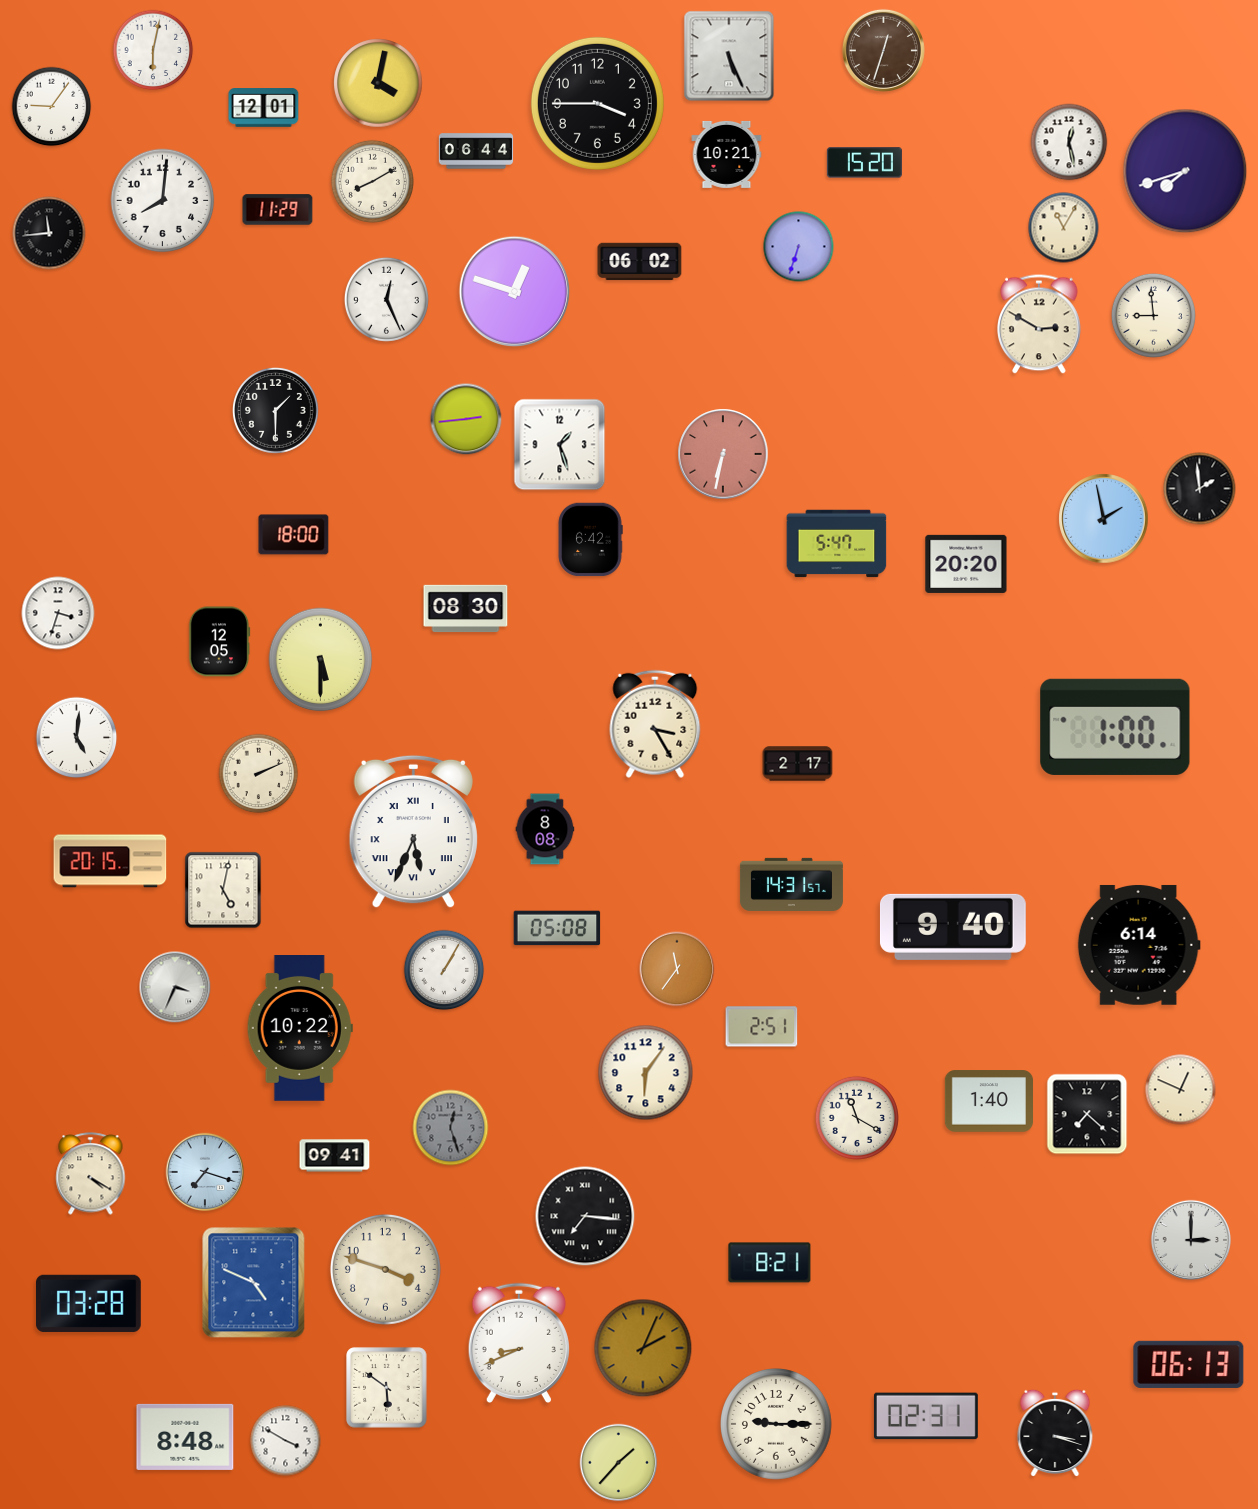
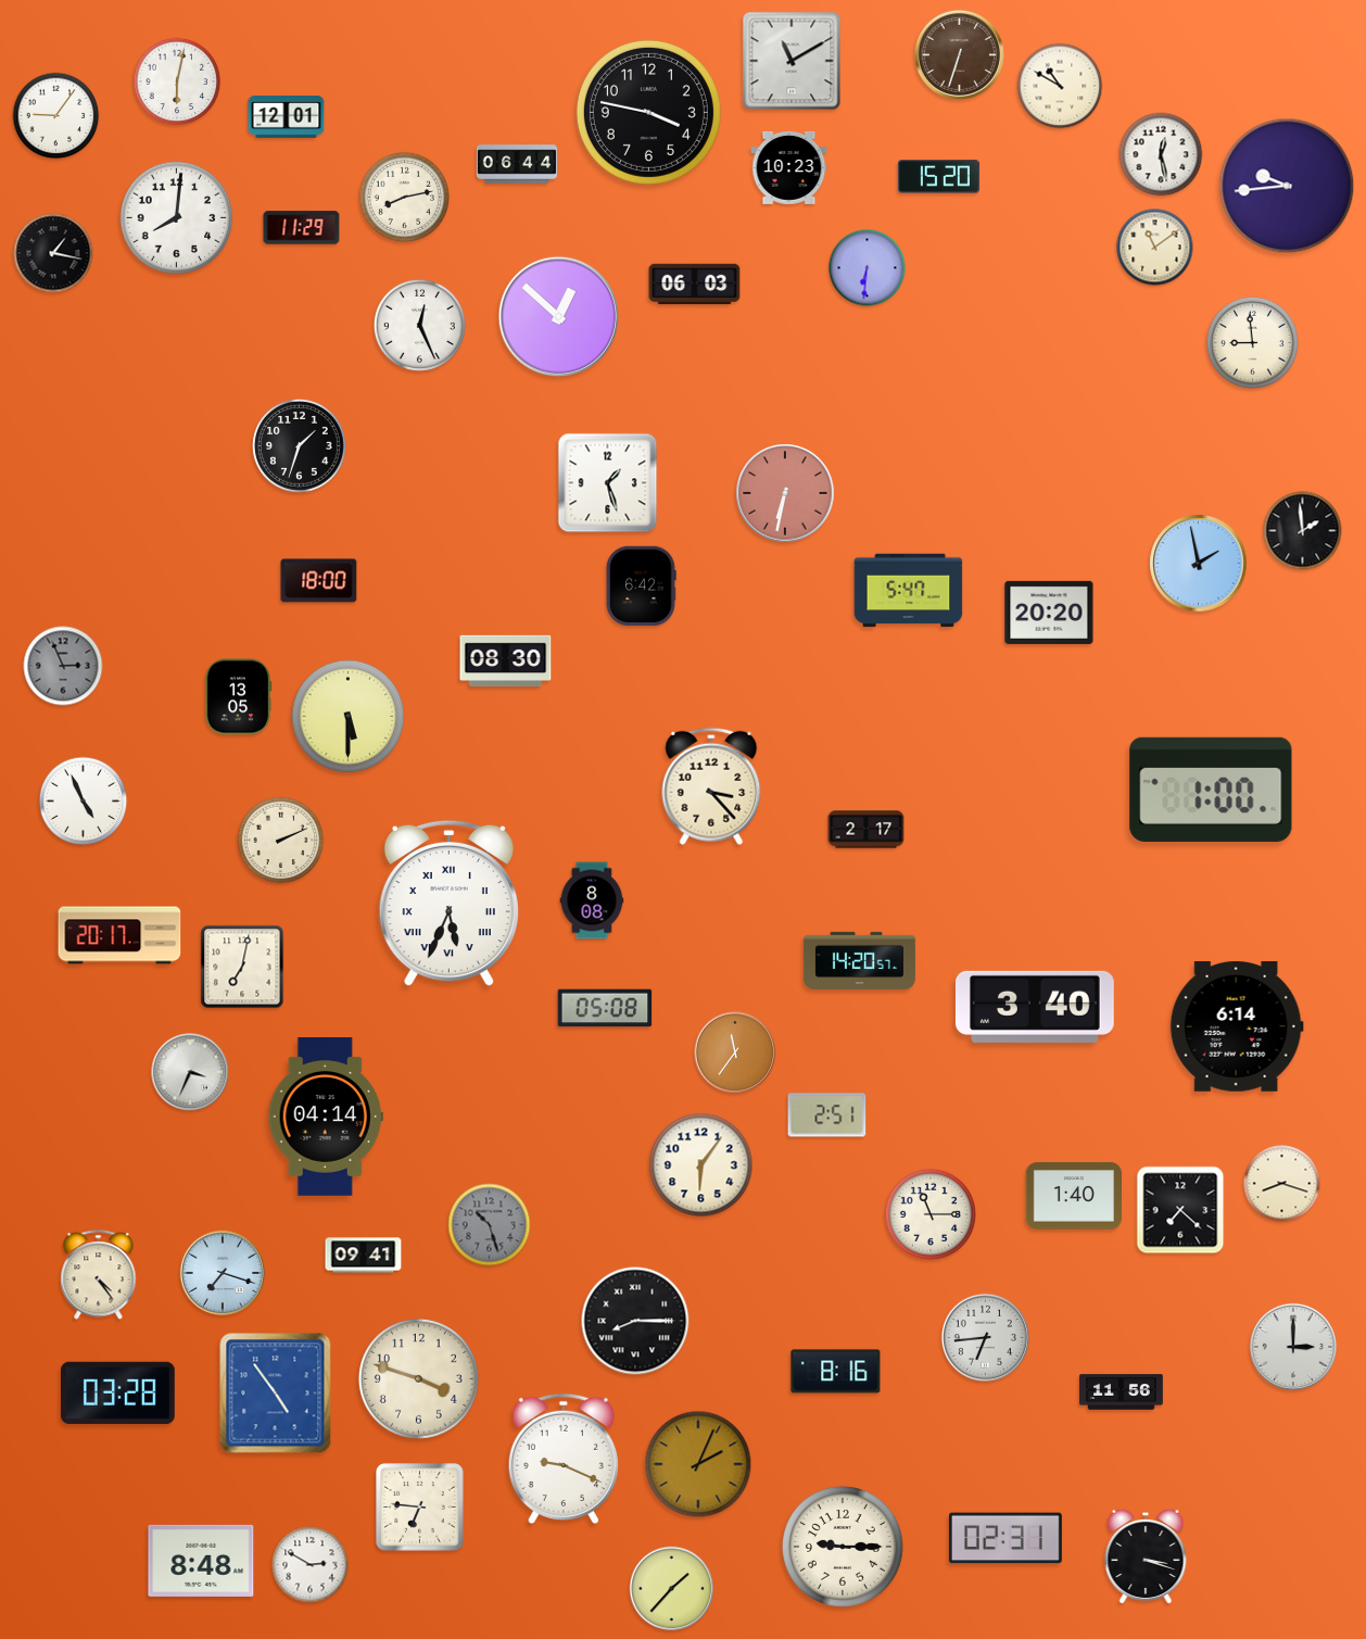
clock at (153, 50) position: (153, 50) -> (177, 81)
clock at (883, 50): 12:33 -> 6:33
clock at (729, 56): 5:26 -> 11:10
clock at (1060, 86): none -> 10:50
clock at (378, 83): 4:02 -> none
clock at (597, 103): 3:45 -> 3:47
clock at (727, 154): 10:21 -> 10:23
clock at (1185, 171): 7:42 -> 9:44
clock at (372, 181): 8:10 -> 8:13
clock at (1064, 228): 11:05 -> 11:09
clock at (49, 233): 11:44 -> 1:17
clock at (799, 247): 6:33 -> 6:31
clock at (640, 262): 06:02 -> 06:03
clock at (515, 292): 12:48 -> 12:52
clock at (1040, 324): 2:50 -> none
clock at (275, 410): 1:30 -> 1:33
clock at (466, 419): 2:44 -> none
clock at (58, 613): 3:33 -> 2:56
clock at (58, 613) dial: white -> grey
clock at (219, 642): 12:05 -> 13:05
clock at (655, 724): 3:25 -> 3:23
clock at (77, 738): 5:01 -> 4:56
clock at (110, 861): 20:15 -> 20:17
clock at (791, 884): 14:31 -> 14:20
clock at (223, 890): 5:02 -> 7:02
clock at (953, 927): 9:40 -> 3:40
clock at (444, 970): 1:05 -> none
clock at (300, 1029): 10:22 -> 04:14
clock at (1181, 1090): 12:49 -> 8:18
clock at (857, 1118): 11:20 -> 11:15
clock at (451, 1128): 12:27 -> 10:27
clock at (91, 1174): 4:20 -> 4:24
clock at (585, 1216): 7:16 -> 8:15
clock at (985, 1337): none -> 6:44
clock at (770, 1263): 8:21 -> 8:16
clock at (1122, 1392): none -> 11:56
clock at (254, 1283): 4:49 -> 4:54
clock at (89, 1303) position: (89, 1303) -> (118, 1392)
clock at (519, 1342): 8:41 -> 9:19
clock at (1189, 1364): 06:13 -> none
clock at (387, 1388): 5:51 -> 6:46
clock at (286, 1441): 3:50 -> 2:50
